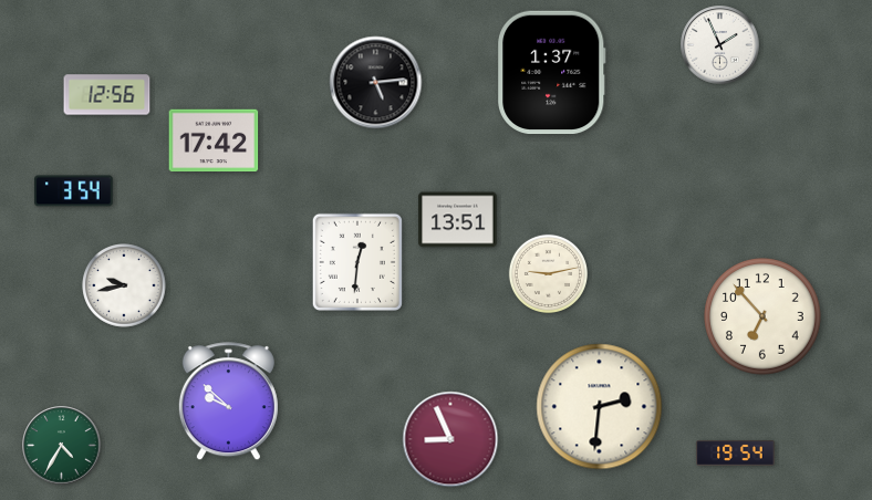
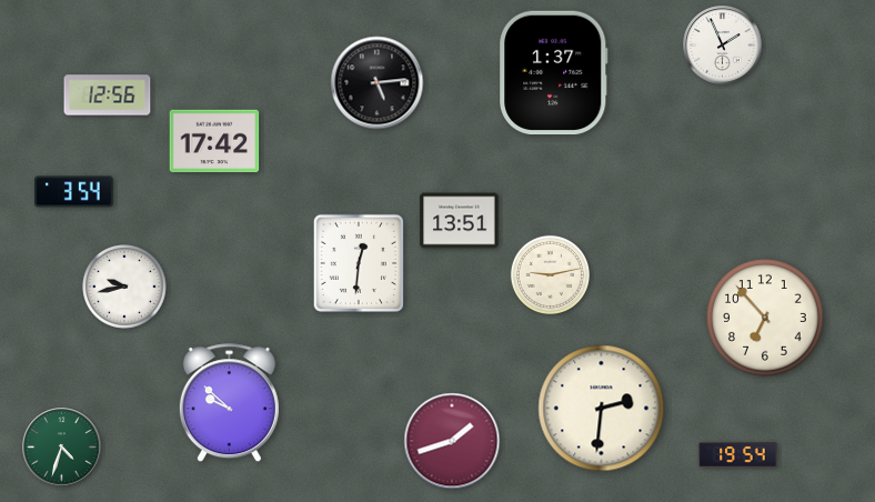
clock at (450, 439): 8:56 -> 1:42
clock at (62, 446): 4:35 -> 4:33
